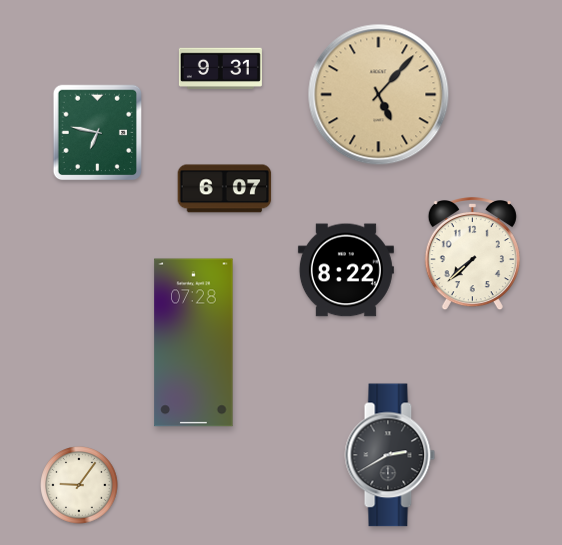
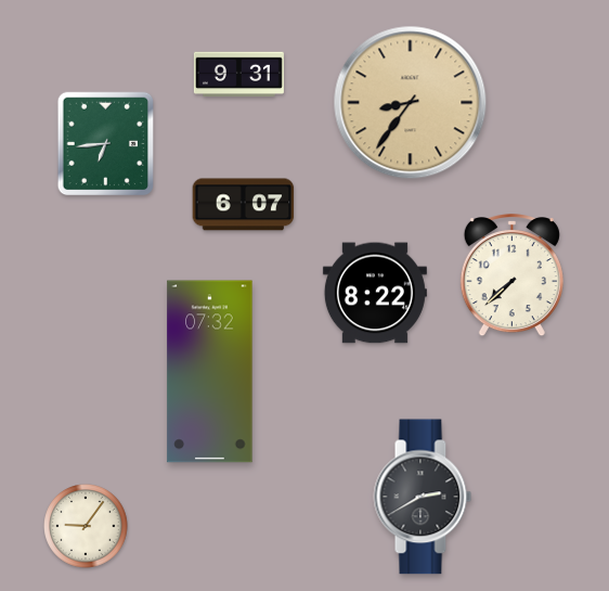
clock at (379, 95): 5:07 -> 8:36
clock at (98, 133): 6:47 -> 6:44
clock at (194, 343): 07:28 -> 07:32
clock at (390, 455) position: (390, 455) -> (423, 497)
